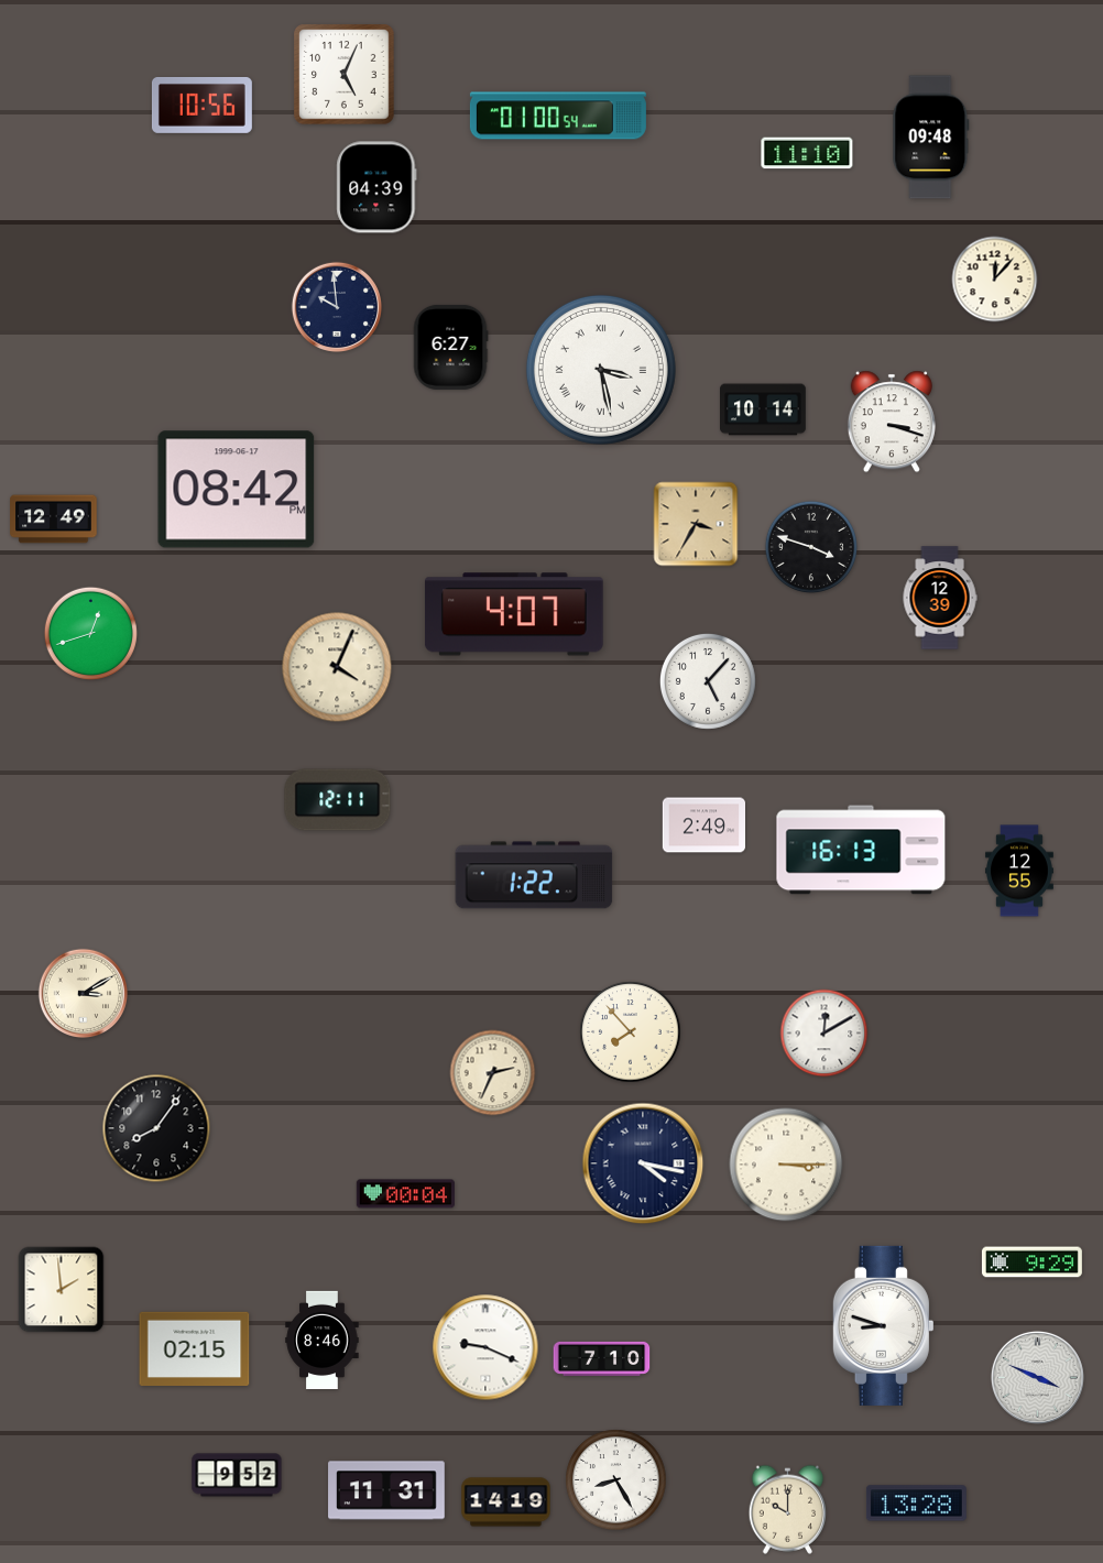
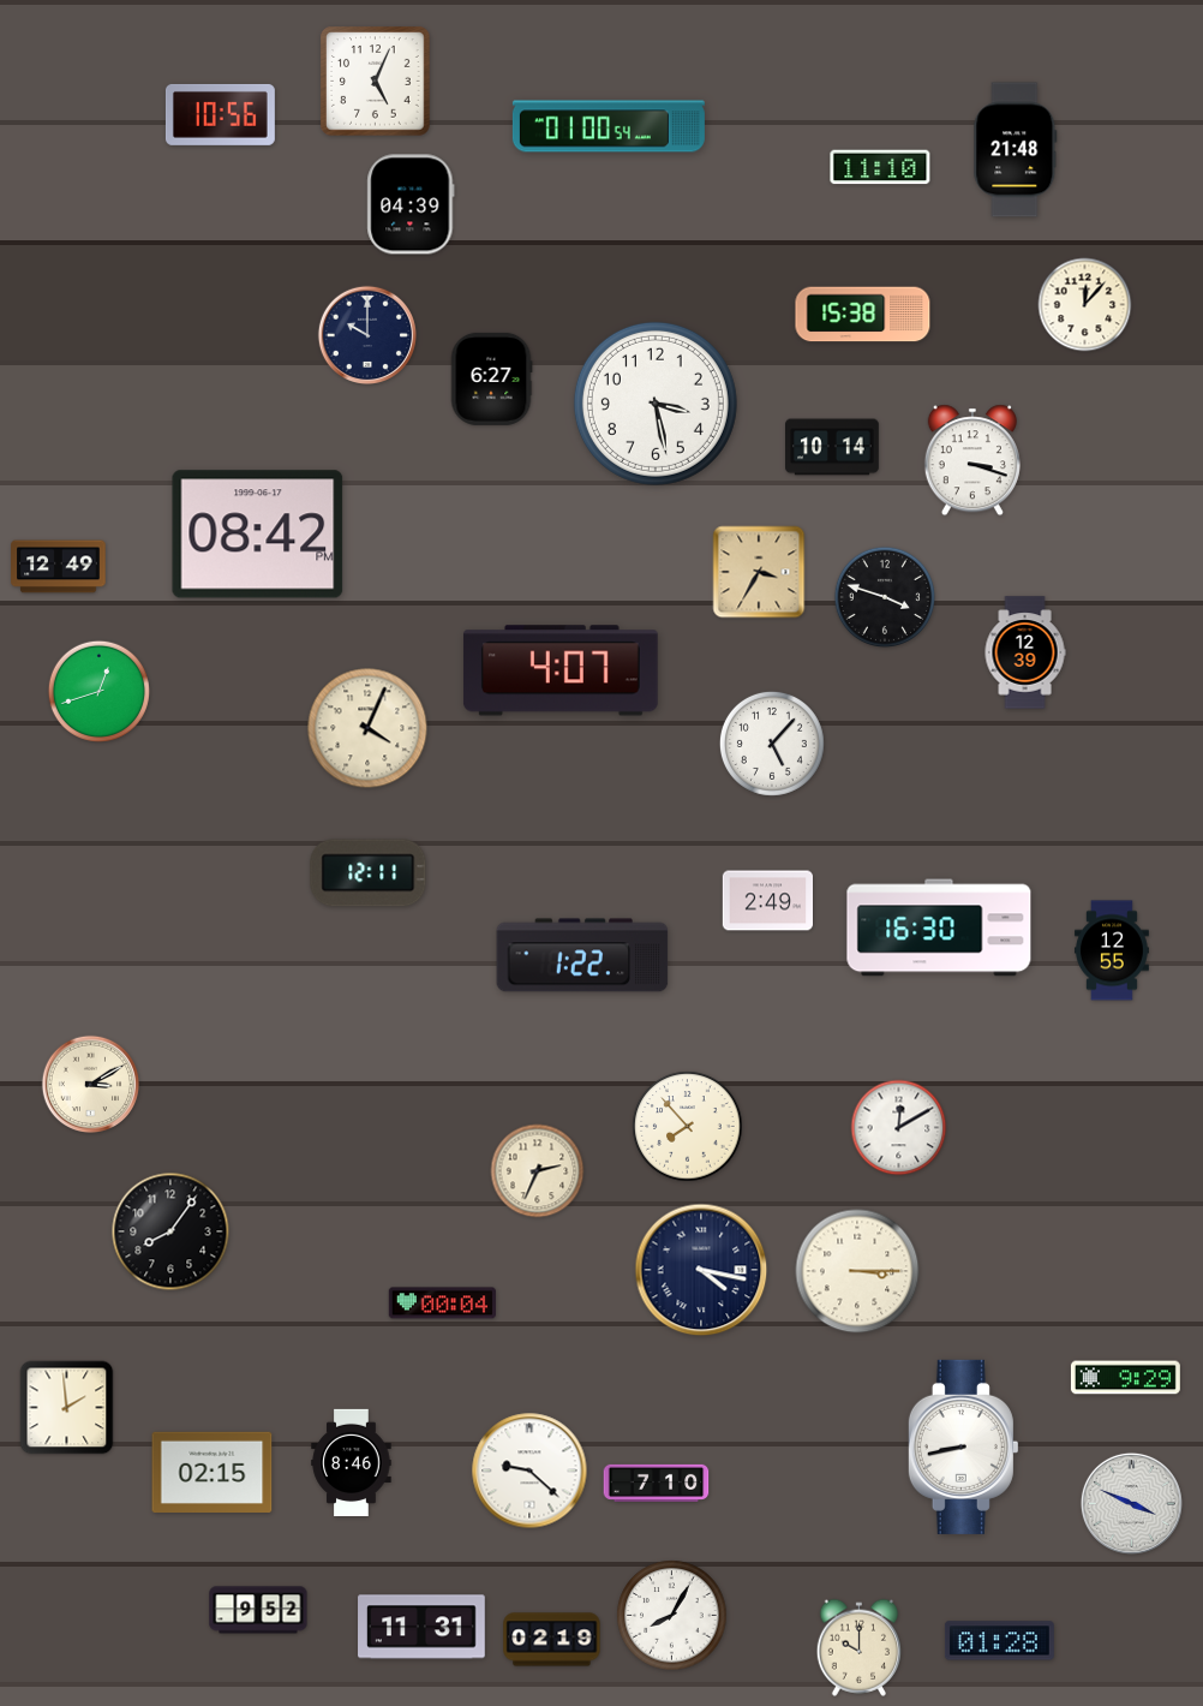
clock at (931, 138): 09:48 -> 21:48
clock at (863, 315): none -> 15:38
clock at (336, 306): 9:59 -> 10:00
clock at (601, 370) numerals: Roman -> Arabic
clock at (861, 850): 16:13 -> 16:30
clock at (883, 1325): 8:48 -> 8:43
clock at (485, 1347): 9:19 -> 9:22
clock at (616, 1480): 8:25 -> 8:05
clock at (506, 1502): 14:19 -> 02:19
clock at (916, 1504): 13:28 -> 01:28
